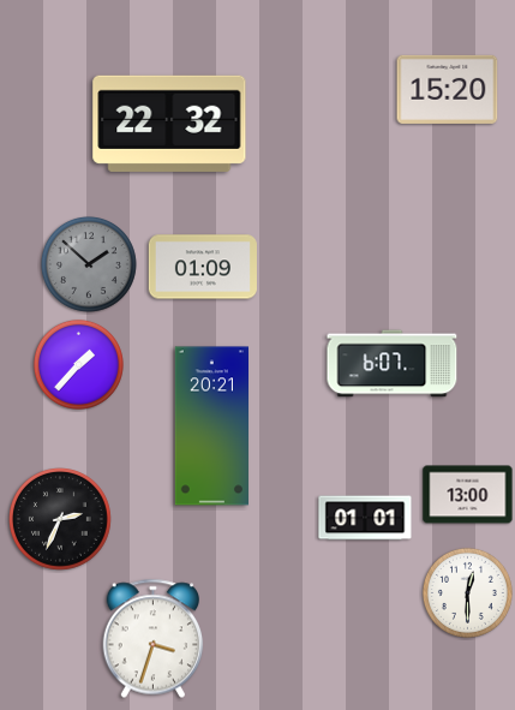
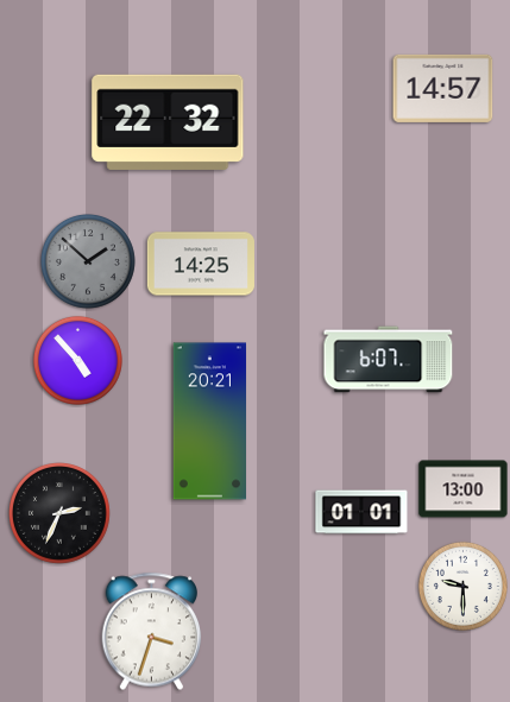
clock at (448, 89): 15:20 -> 14:57
clock at (203, 267): 01:09 -> 14:25
clock at (78, 364): 1:37 -> 4:53
clock at (467, 592): 12:30 -> 9:30
